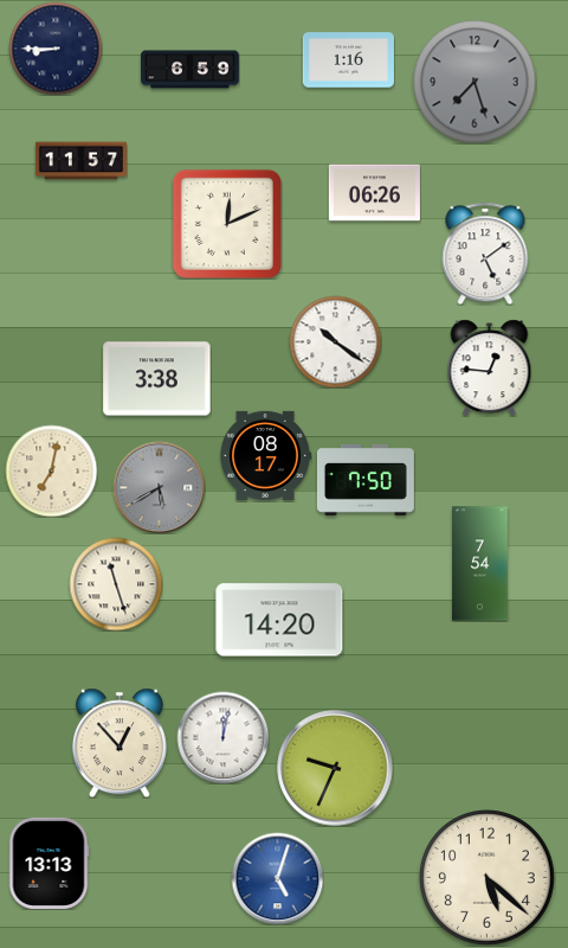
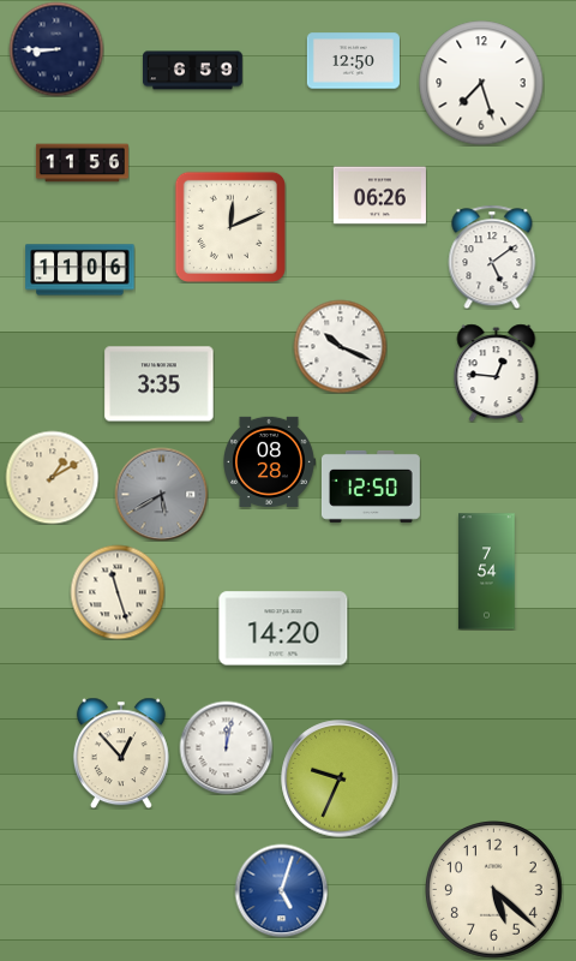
clock at (348, 60): 1:16 -> 12:50
clock at (475, 82) dial: grey -> white
clock at (80, 161): 11:57 -> 11:56
clock at (80, 270): none -> 11:06
clock at (335, 341): 10:21 -> 10:19
clock at (157, 379): 3:38 -> 3:35
clock at (266, 455): 08:17 -> 08:28
clock at (51, 470): 7:02 -> 1:10
clock at (366, 480): 7:50 -> 12:50
clock at (49, 863): 13:13 -> none
